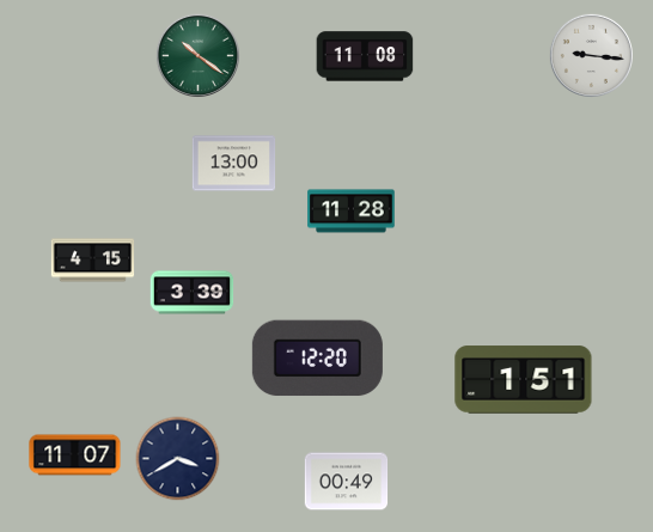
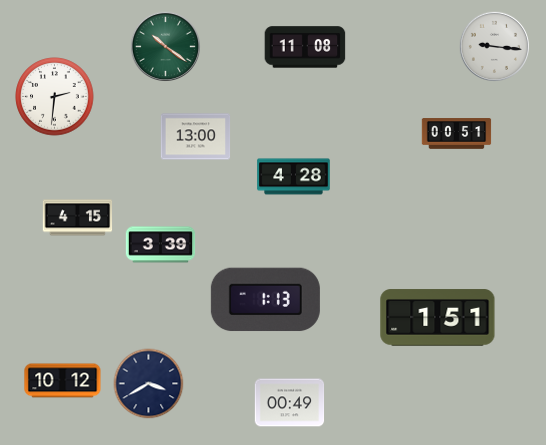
clock at (55, 97): none -> 2:31
clock at (457, 134): none -> 00:51
clock at (352, 212): 11:28 -> 4:28
clock at (317, 359): 12:20 -> 1:13
clock at (75, 455): 11:07 -> 10:12
